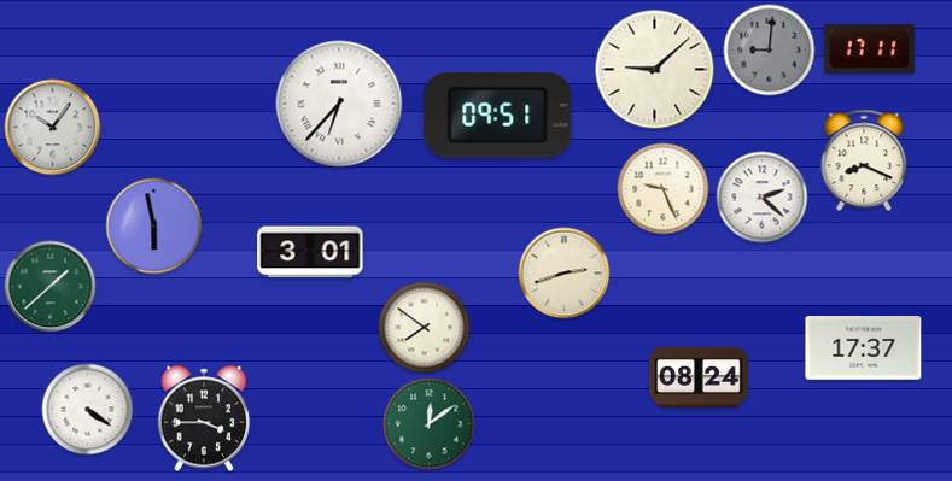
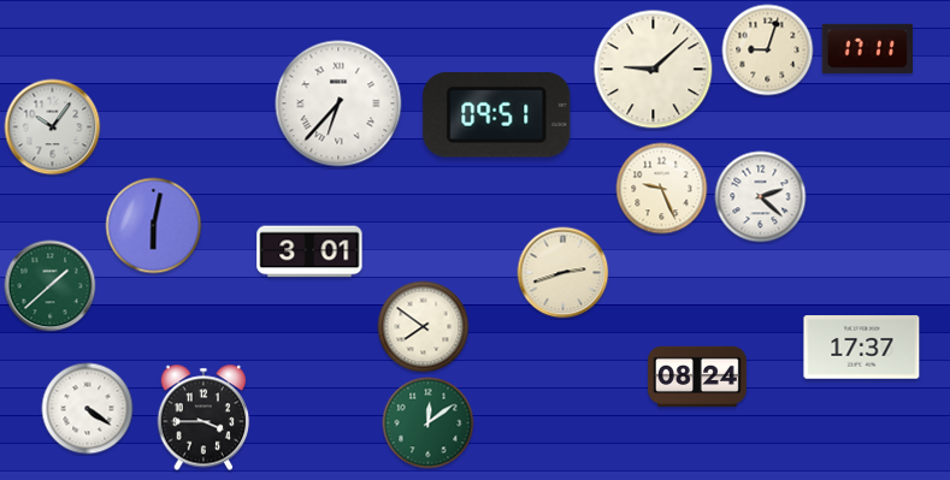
clock at (770, 51): 9:01 -> 9:03
clock at (770, 51) dial: grey -> cream
clock at (864, 160): 8:19 -> none
clock at (154, 227): 5:58 -> 6:02
